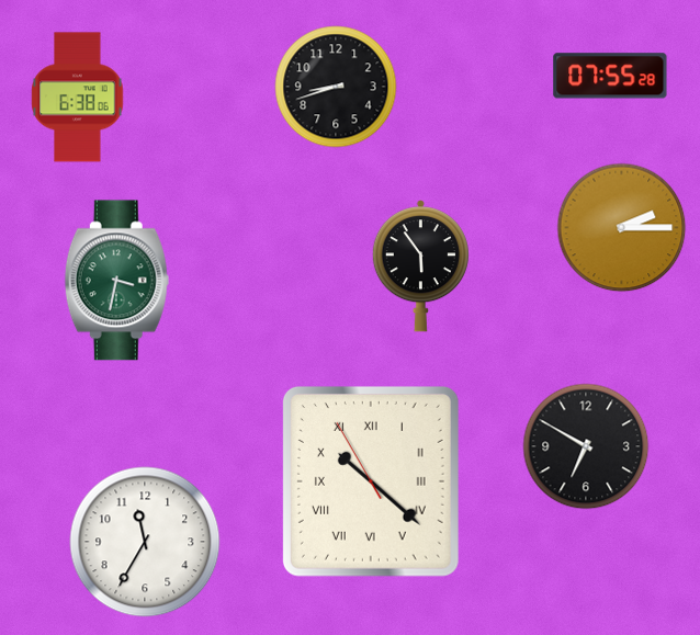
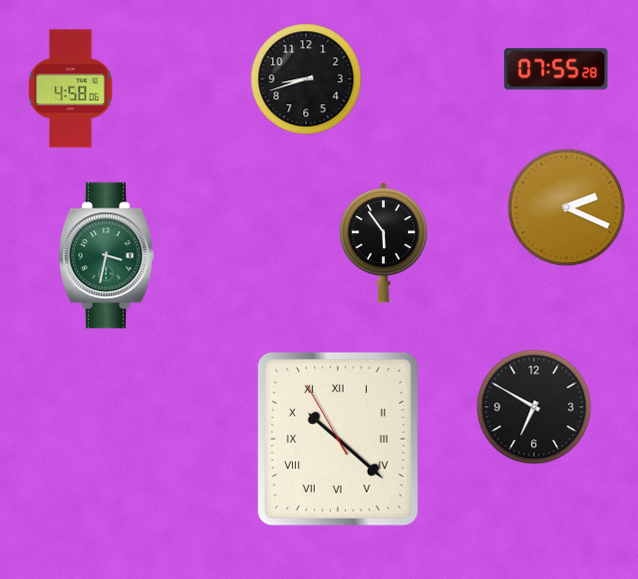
clock at (78, 98): 6:38 -> 4:58
clock at (622, 228): 2:15 -> 2:19
clock at (145, 542): 11:35 -> none
